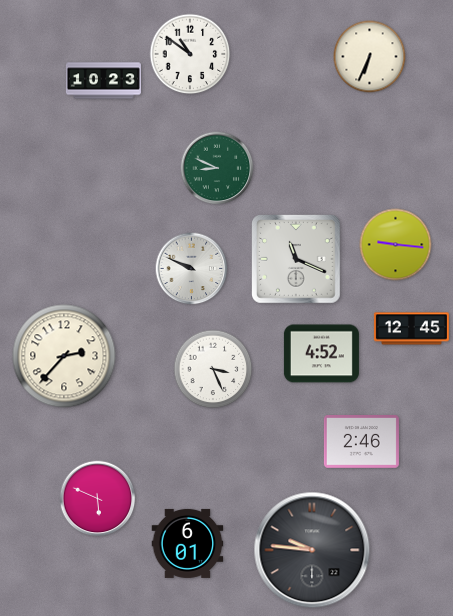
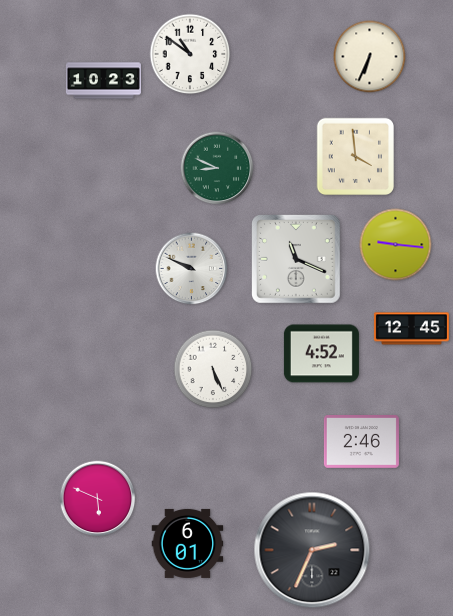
clock at (356, 157): none -> 3:59
clock at (64, 356): 2:37 -> none
clock at (213, 369): 3:26 -> 5:26
clock at (312, 550): 9:46 -> 2:34
